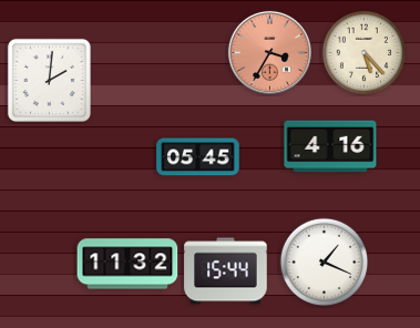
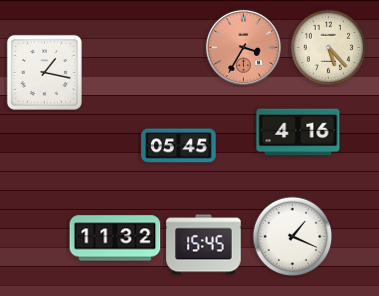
clock at (49, 80): 2:01 -> 1:17
clock at (198, 157) position: (198, 157) -> (179, 146)
clock at (226, 271): 15:44 -> 15:45
